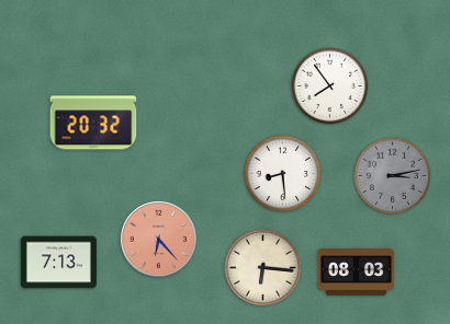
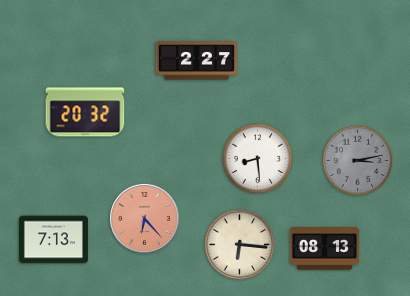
clock at (196, 61): none -> 2:27
clock at (330, 86): 7:54 -> none
clock at (356, 273): 08:03 -> 08:13
